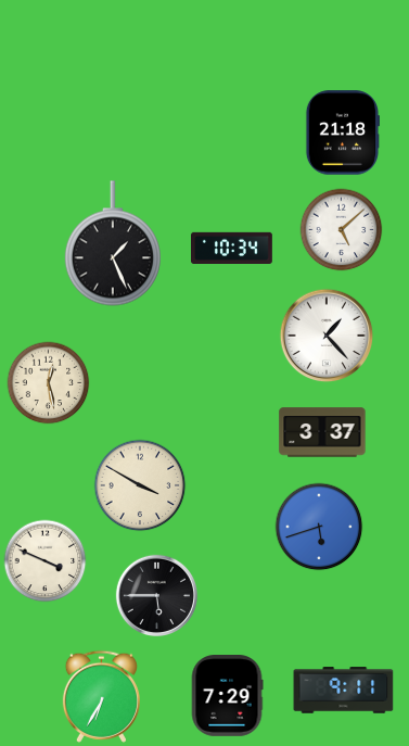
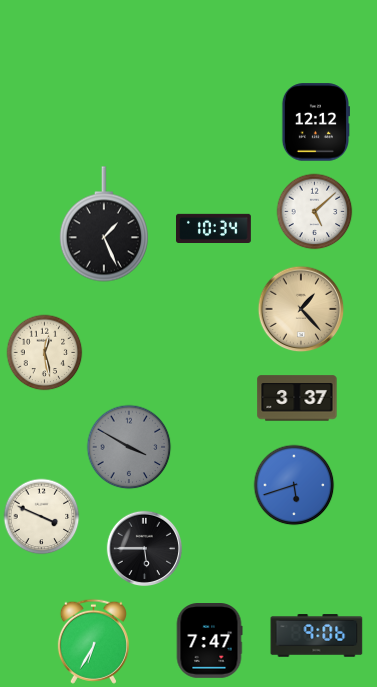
clock at (342, 132): 21:18 -> 12:12
clock at (327, 336) dial: white -> champagne
clock at (140, 485) dial: cream -> grey
clock at (344, 691): 9:11 -> 9:06
clock at (227, 696): 7:29 -> 7:47
